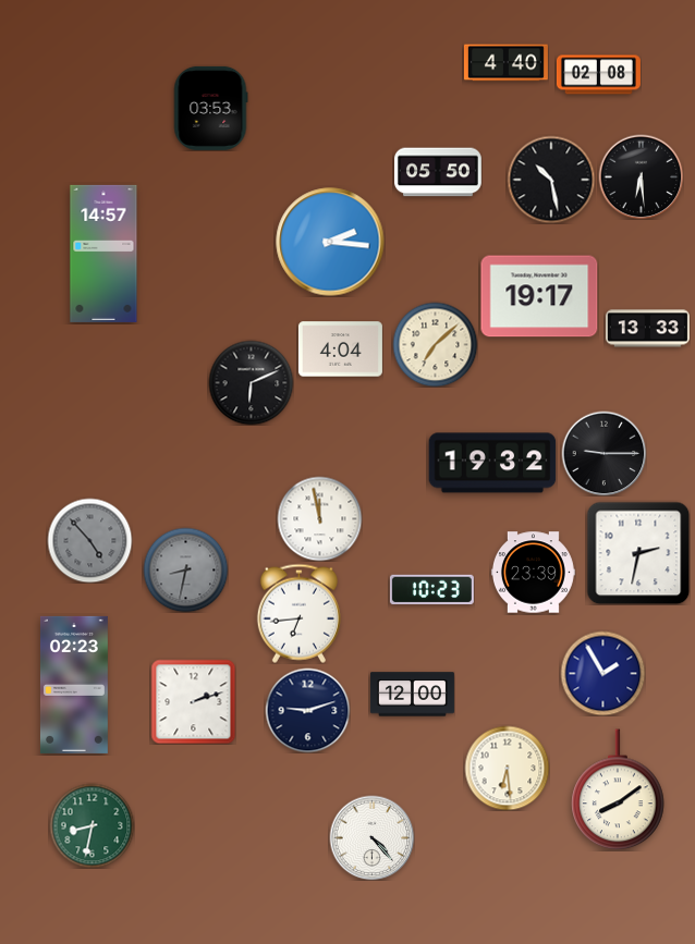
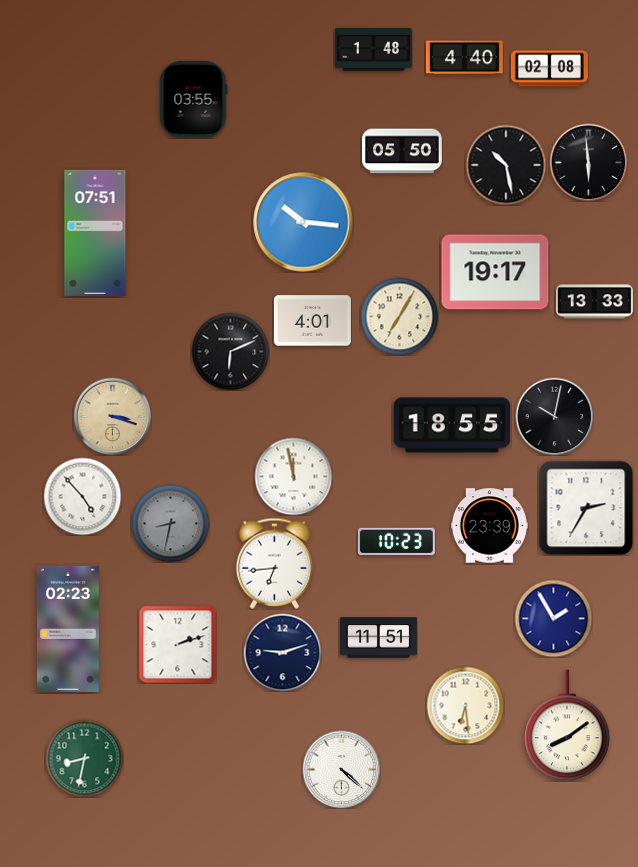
clock at (373, 49): none -> 1:48
clock at (210, 108): 03:53 -> 03:55
clock at (439, 172) position: (439, 172) -> (403, 151)
clock at (641, 176): 6:29 -> 5:59
clock at (330, 242): 2:16 -> 10:16
clock at (103, 254): 14:57 -> 07:51
clock at (435, 344): 7:08 -> 7:05
clock at (340, 350): 4:04 -> 4:01
clock at (112, 416): none -> 3:18
clock at (603, 453): 9:15 -> 10:02
clock at (492, 463): 19:32 -> 18:55
clock at (89, 540) dial: grey -> white
clock at (638, 553): 2:32 -> 2:35
clock at (412, 695): 12:00 -> 11:51
clock at (371, 837): 4:23 -> 4:22
